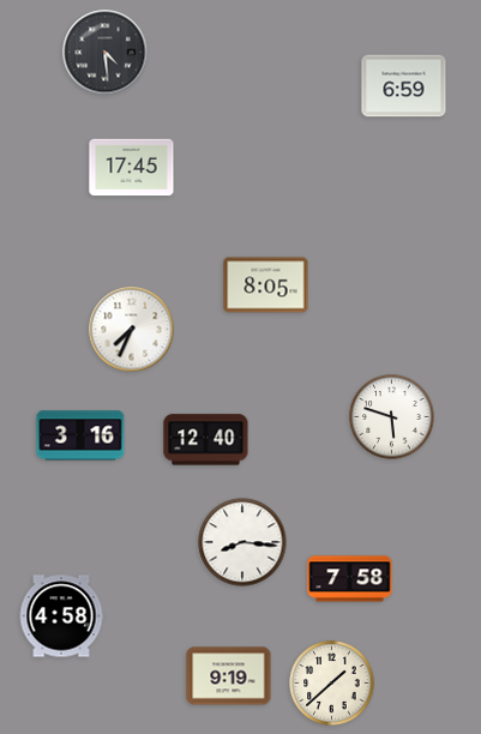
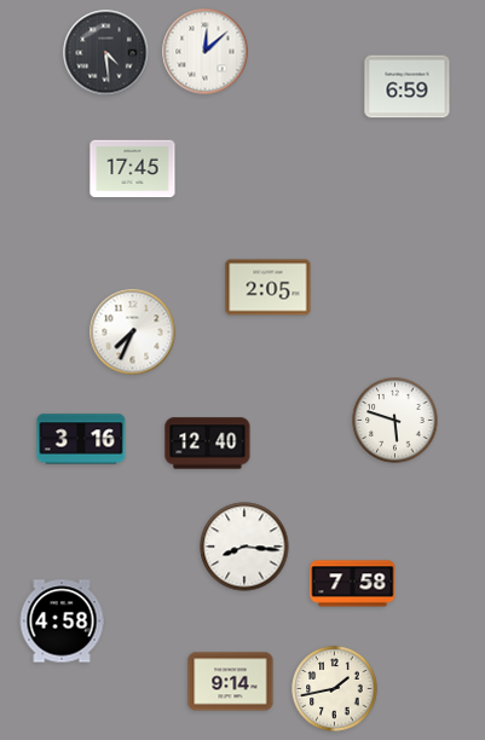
clock at (206, 52): none -> 12:08
clock at (266, 285): 8:05 -> 2:05
clock at (229, 676): 9:19 -> 9:14
clock at (332, 684): 1:38 -> 1:43
